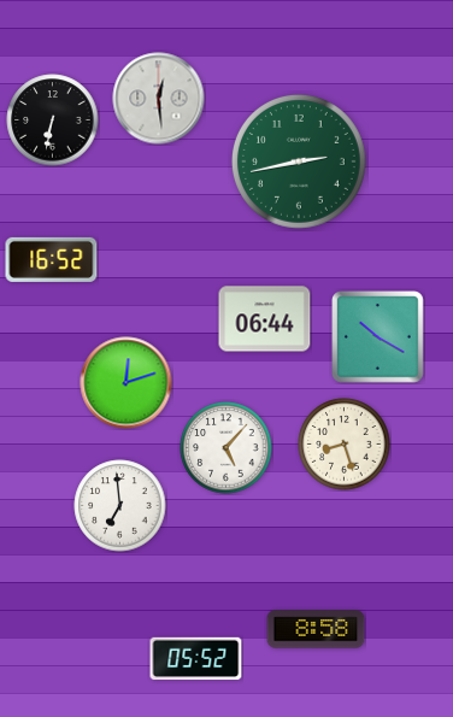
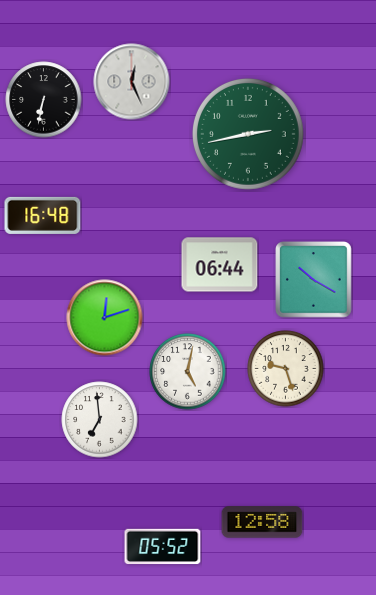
clock at (159, 99): 12:29 -> 12:26
clock at (52, 259): 16:52 -> 16:48
clock at (345, 445): 8:27 -> 9:27
clock at (226, 448): 5:07 -> 5:02
clock at (316, 629): 8:58 -> 12:58
